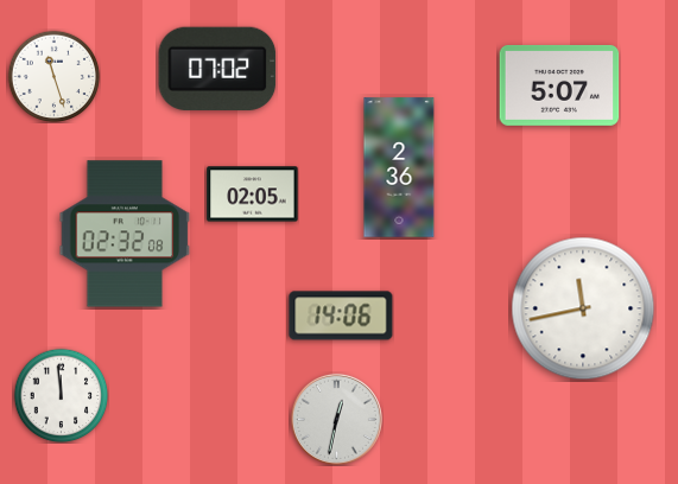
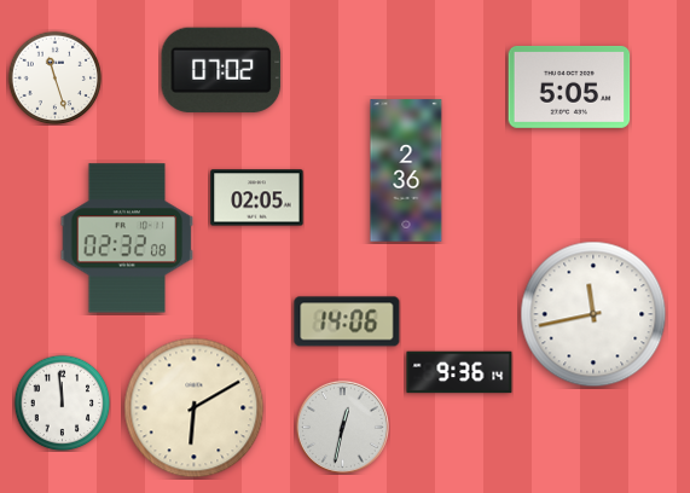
clock at (559, 85): 5:07 -> 5:05
clock at (459, 372): none -> 9:36
clock at (195, 408): none -> 6:10
